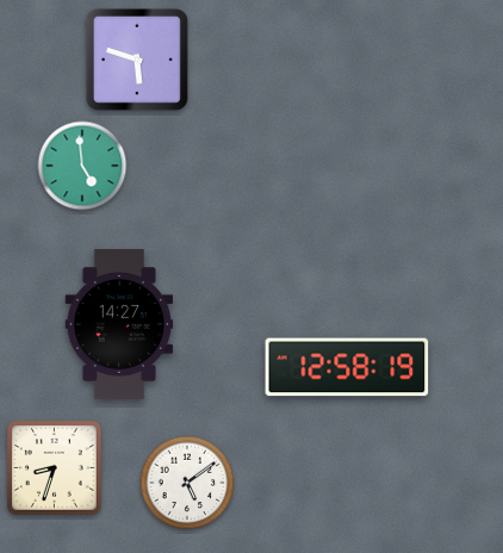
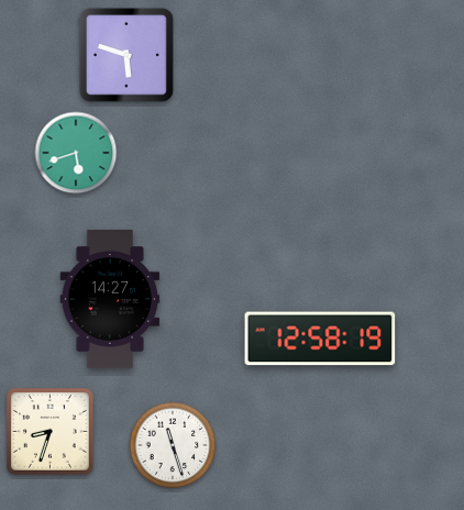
clock at (82, 166): 4:59 -> 5:42
clock at (187, 483): 5:09 -> 11:27
